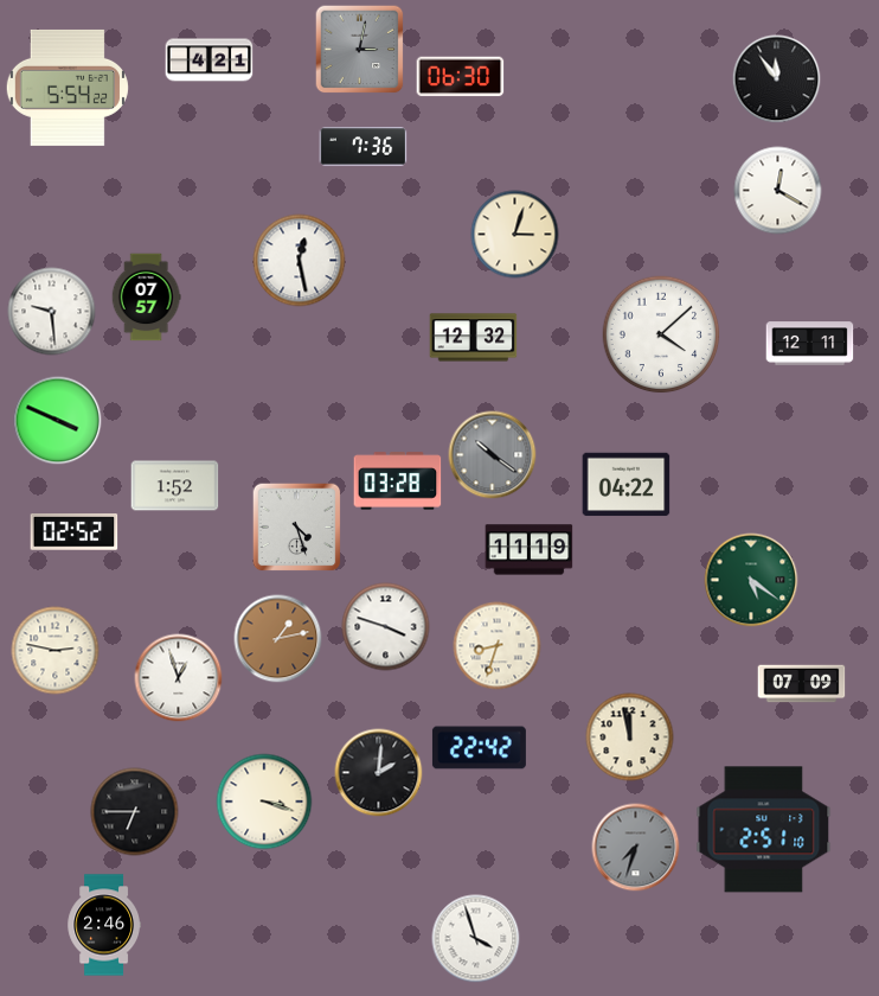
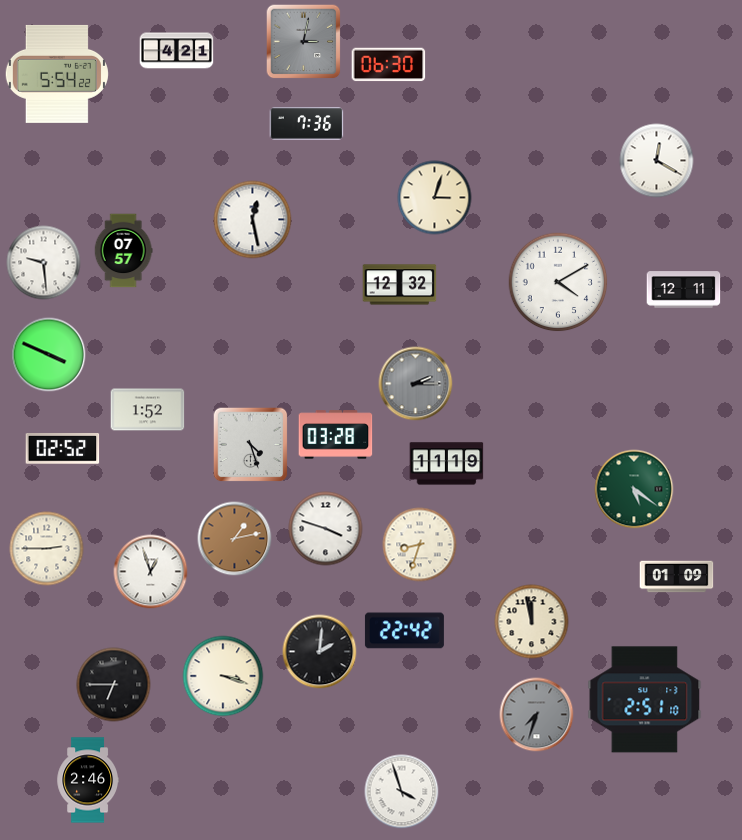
clock at (777, 79): 11:54 -> none
clock at (661, 334): 4:08 -> 4:10
clock at (493, 455): 10:21 -> 2:15
clock at (398, 481) position: (398, 481) -> (336, 435)
clock at (627, 485): 04:22 -> none
clock at (56, 651): 2:47 -> 2:45
clock at (802, 684): 07:09 -> 01:09
